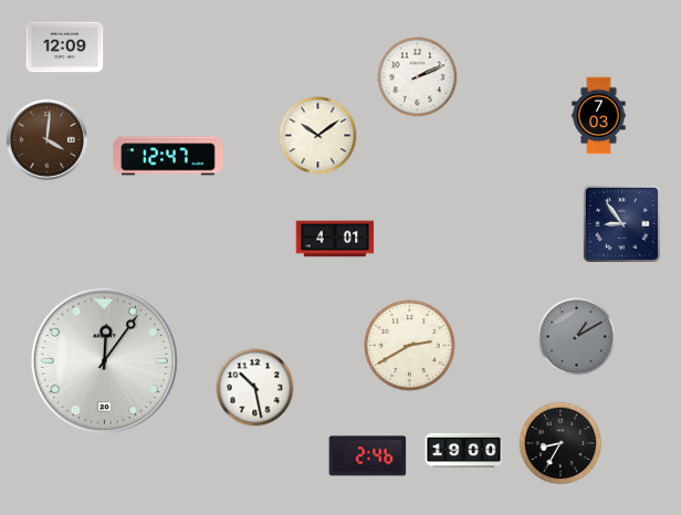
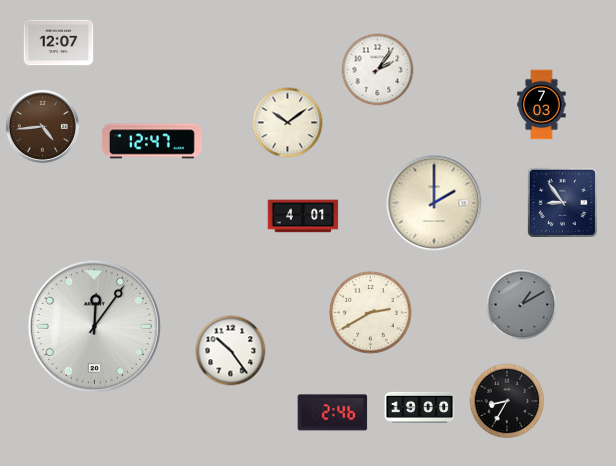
clock at (65, 48): 12:09 -> 12:07
clock at (418, 77): 2:11 -> 2:06
clock at (46, 139): 4:01 -> 4:44
clock at (434, 203): none -> 2:00
clock at (255, 388): 10:28 -> 10:24
